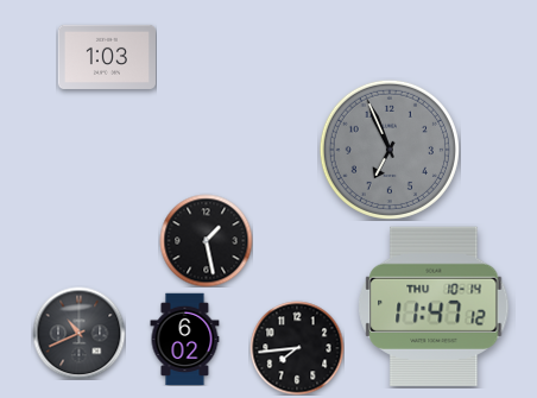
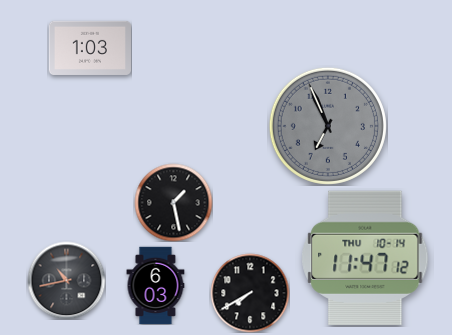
clock at (78, 333): 10:41 -> 10:43
clock at (185, 339): 6:02 -> 6:03
clock at (297, 348): 7:44 -> 7:40
